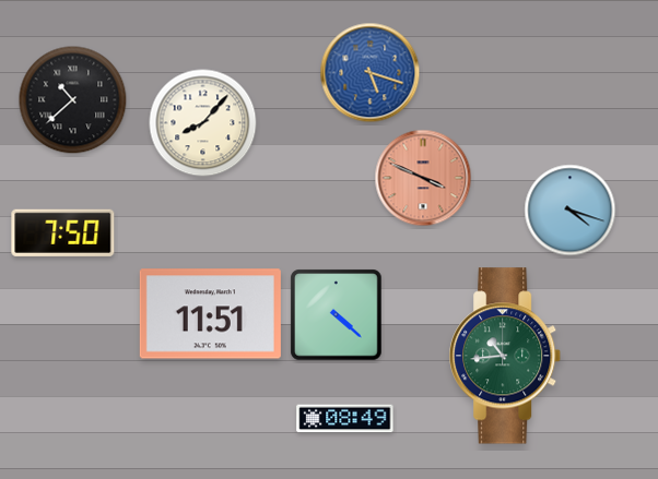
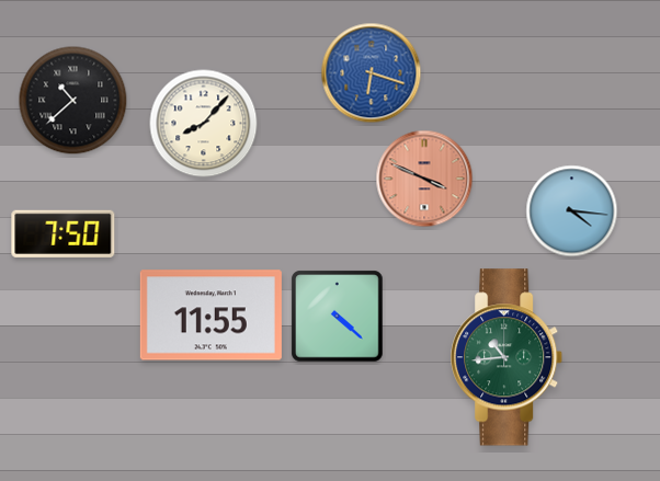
clock at (371, 73): 5:18 -> 6:18
clock at (571, 211): 4:18 -> 4:16
clock at (210, 314): 11:51 -> 11:55
clock at (345, 419): 08:49 -> none
